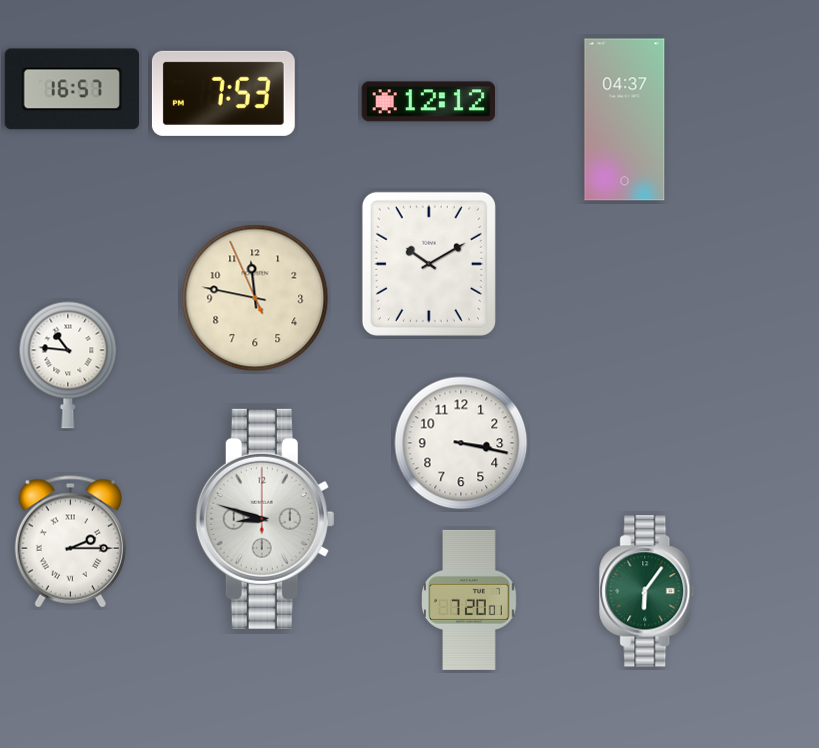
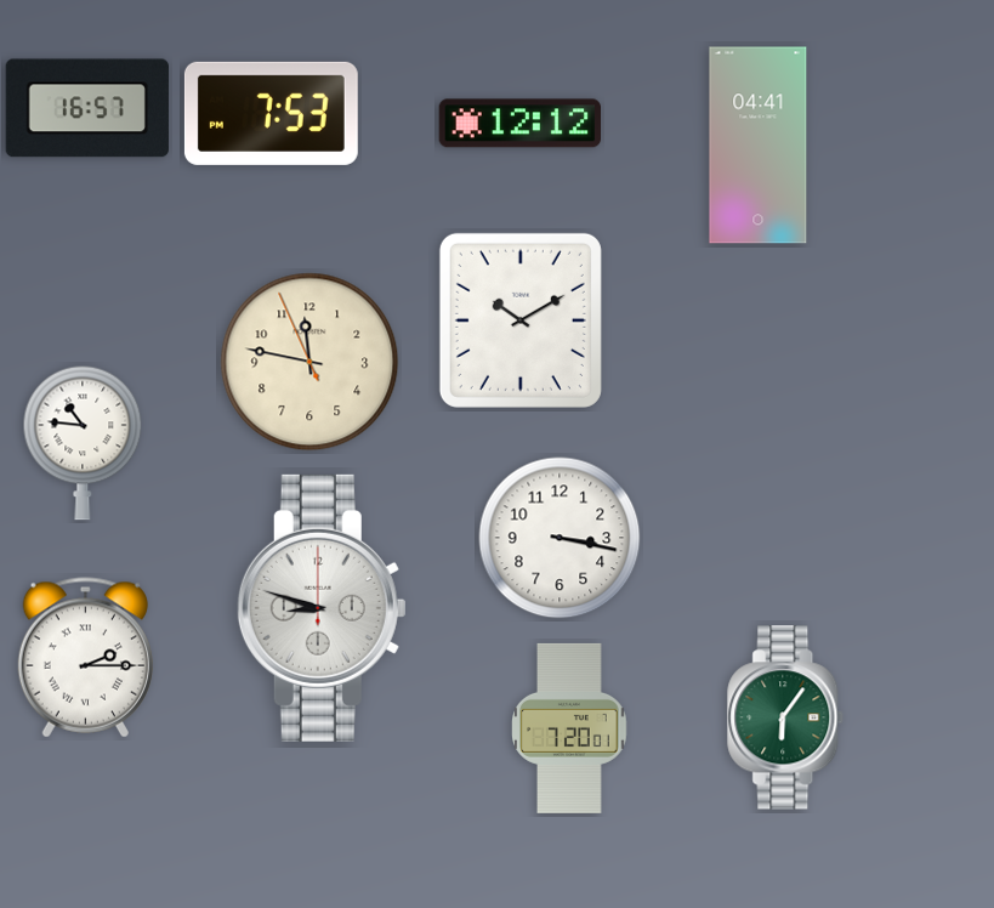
clock at (625, 120): 04:37 -> 04:41
clock at (265, 519) position: (265, 519) -> (322, 608)
